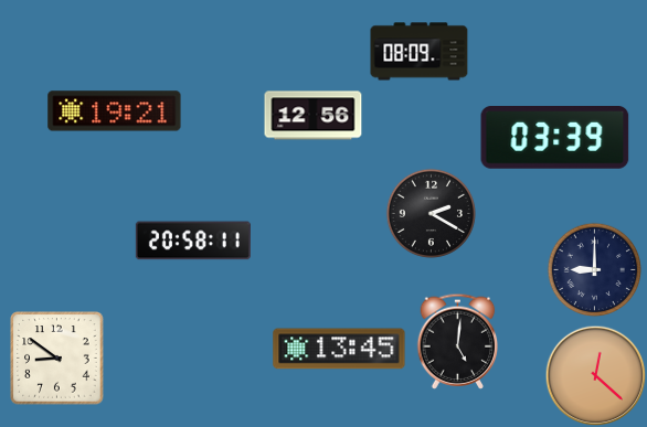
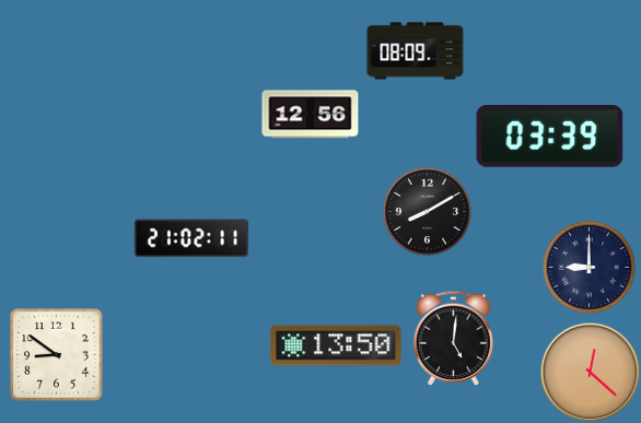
clock at (115, 111): 19:21 -> none
clock at (431, 213): 2:20 -> 8:10
clock at (193, 241): 20:58 -> 21:02
clock at (339, 349): 13:45 -> 13:50
